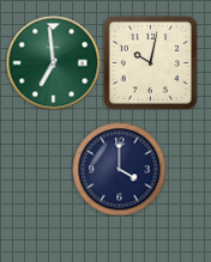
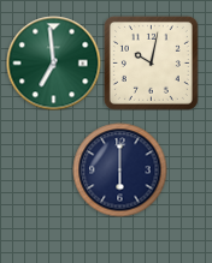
clock at (119, 169): 4:00 -> 6:00
